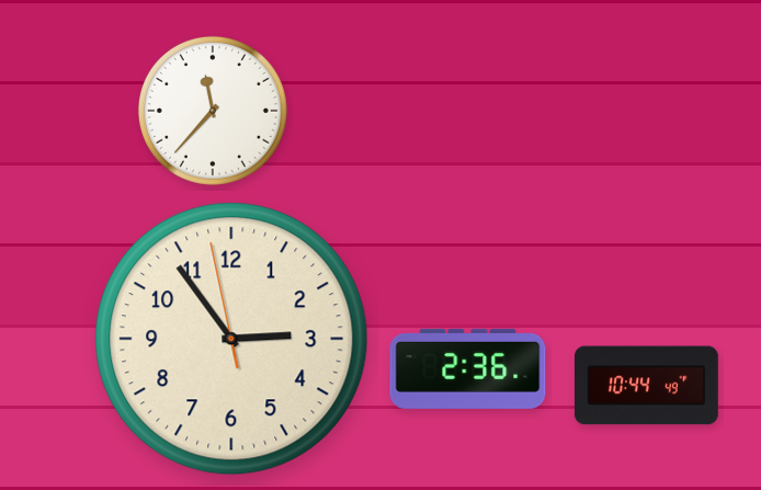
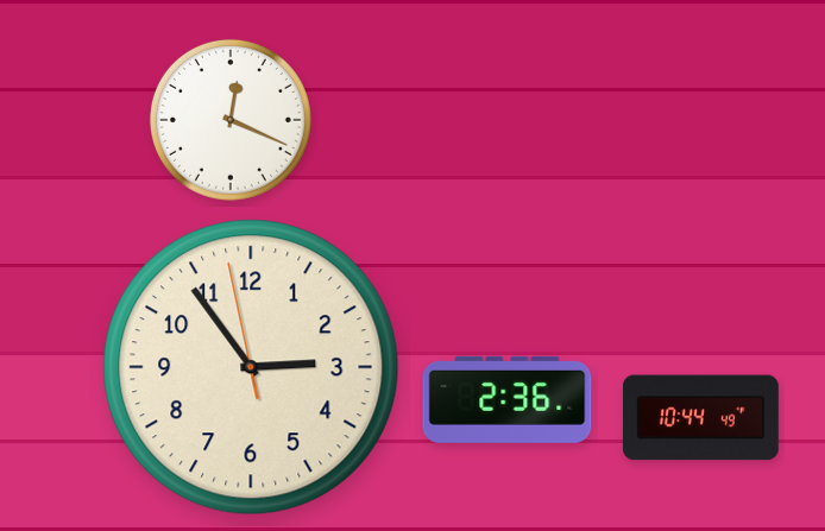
clock at (213, 111): 11:37 -> 12:19
